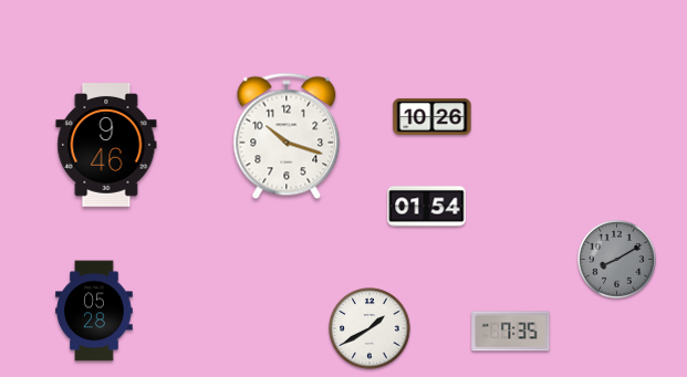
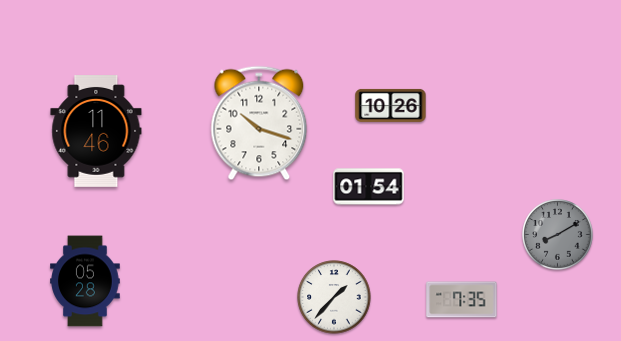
clock at (106, 146): 9:46 -> 11:46
clock at (427, 207) position: (427, 207) -> (369, 187)
clock at (369, 328): 1:40 -> 1:37
